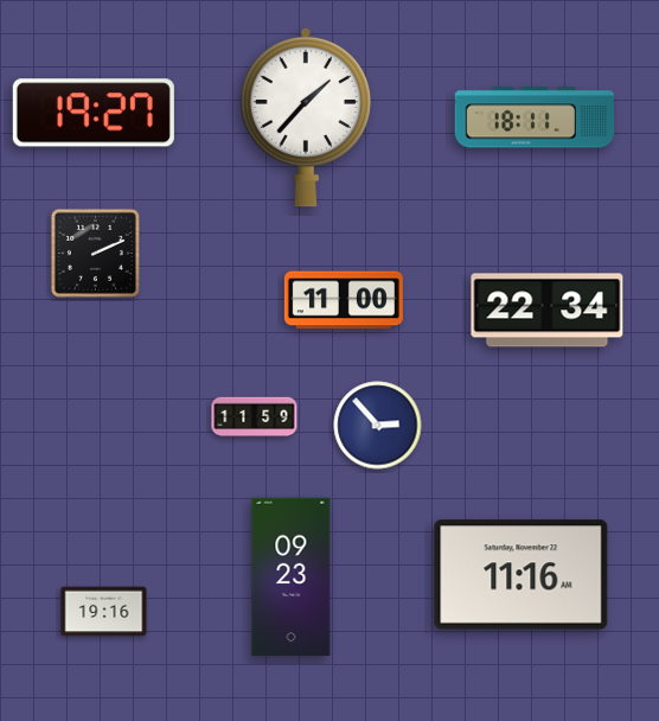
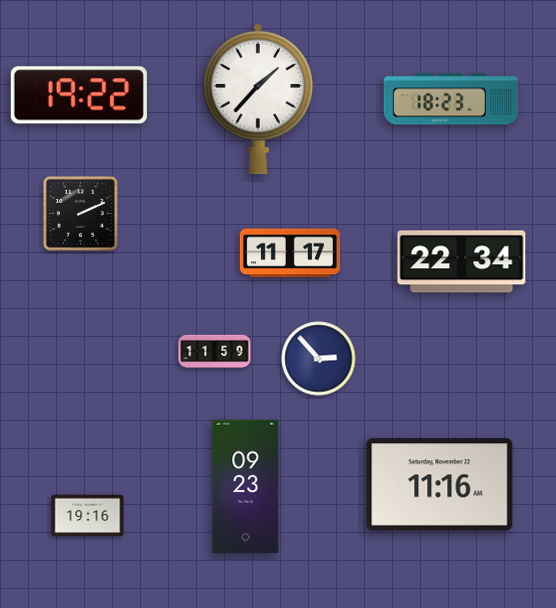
clock at (94, 113): 19:27 -> 19:22
clock at (535, 117): 18:11 -> 18:23
clock at (344, 300): 11:00 -> 11:17
